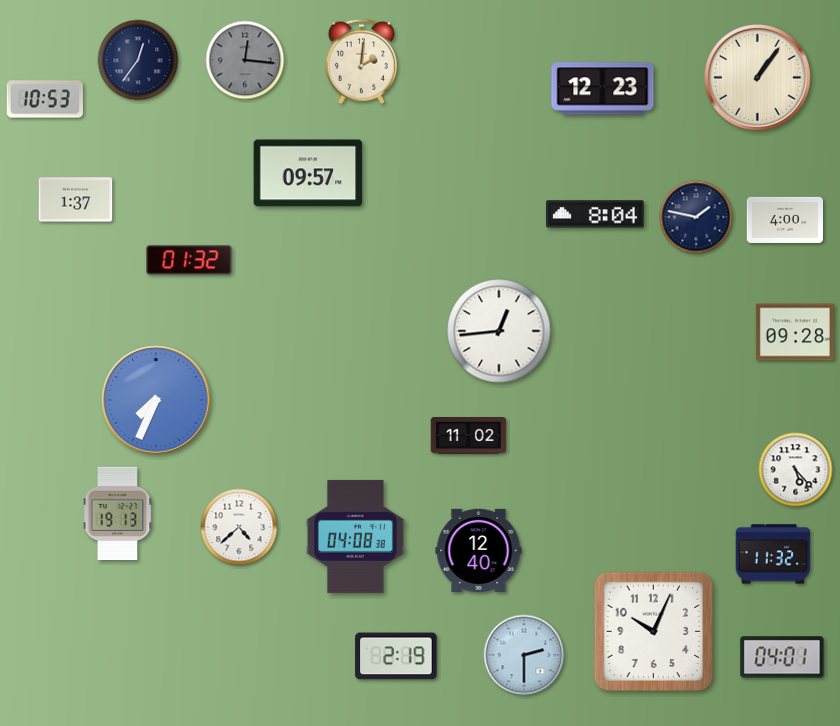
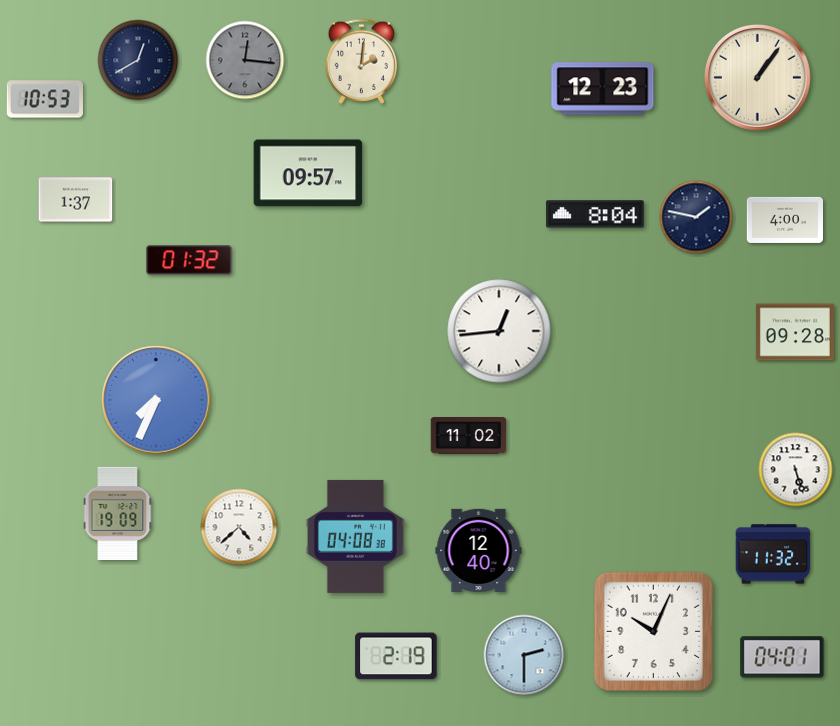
clock at (138, 60): 12:36 -> 12:40
clock at (796, 470): 5:23 -> 5:27
clock at (118, 513): 19:13 -> 19:09
